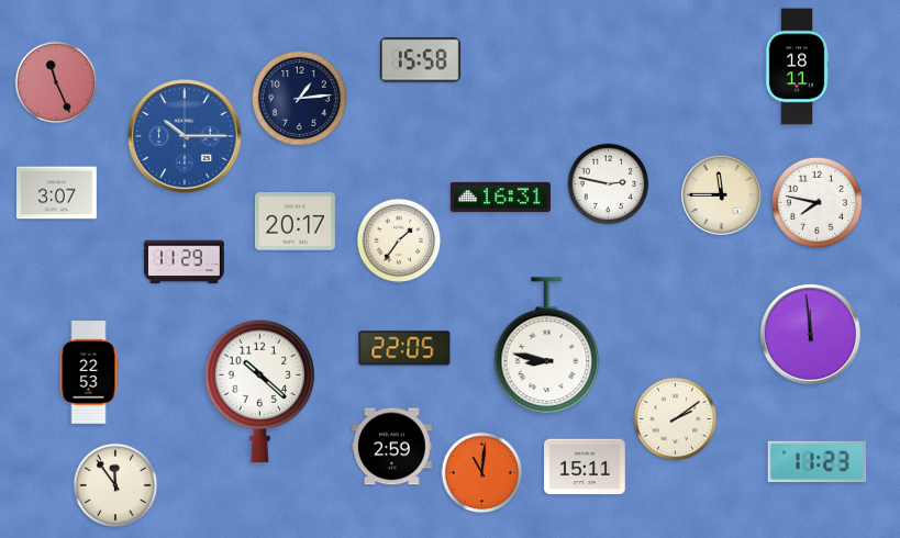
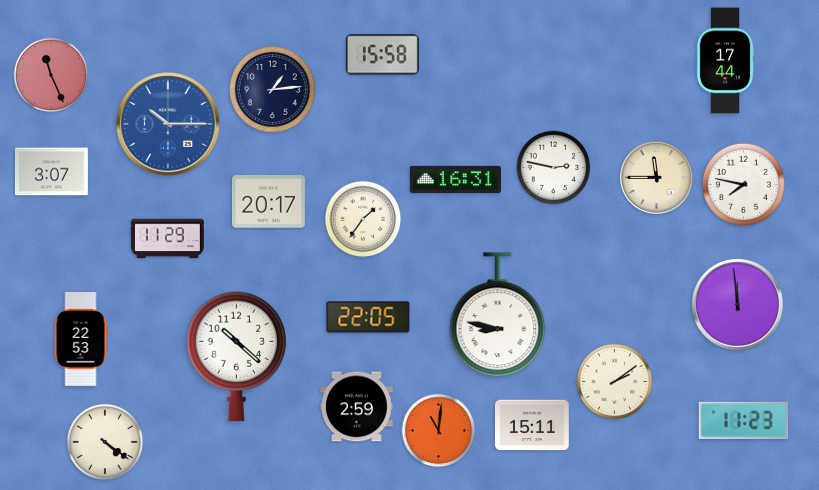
clock at (797, 67): 18:11 -> 17:44
clock at (56, 193) position: (56, 193) -> (51, 172)
clock at (115, 485): 11:54 -> 4:21
